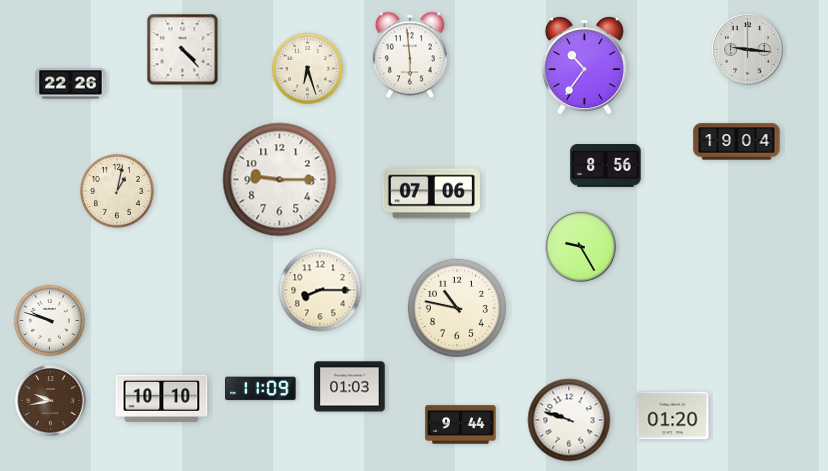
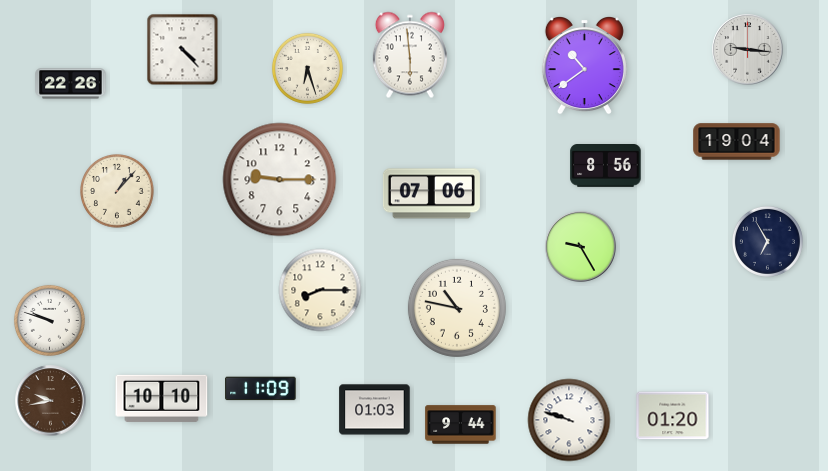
clock at (584, 66): 10:36 -> 10:39
clock at (117, 191): 1:02 -> 1:07
clock at (767, 241): none -> 6:55
clock at (350, 387) position: (350, 387) -> (375, 410)
